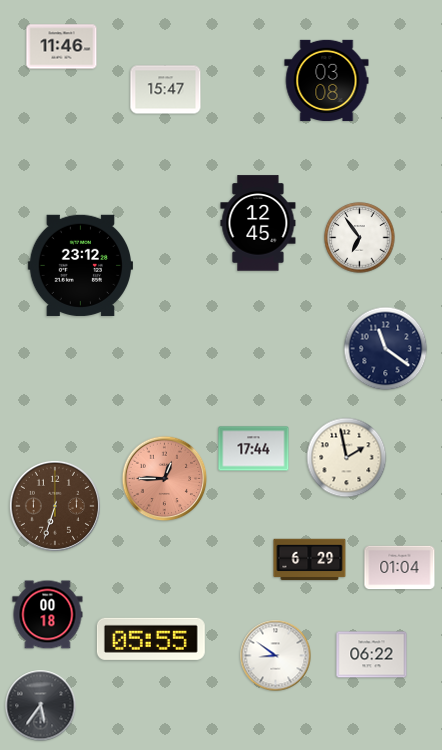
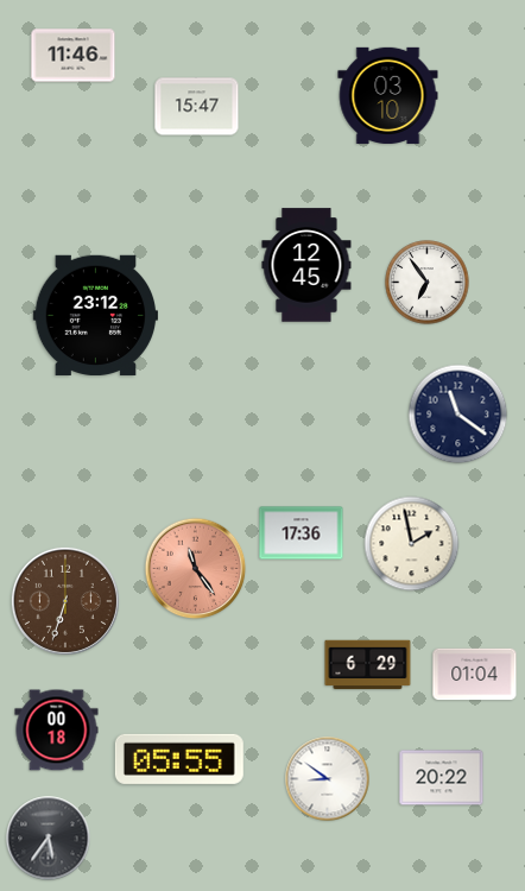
clock at (327, 80): 03:08 -> 03:10
clock at (254, 449): 17:44 -> 17:36
clock at (165, 479): 12:45 -> 11:24
clock at (372, 655): 06:22 -> 20:22
